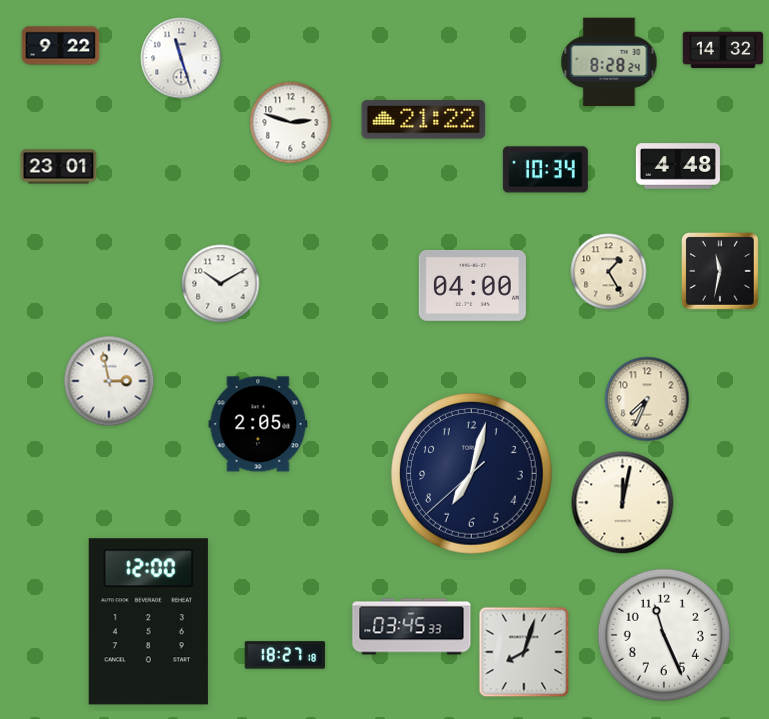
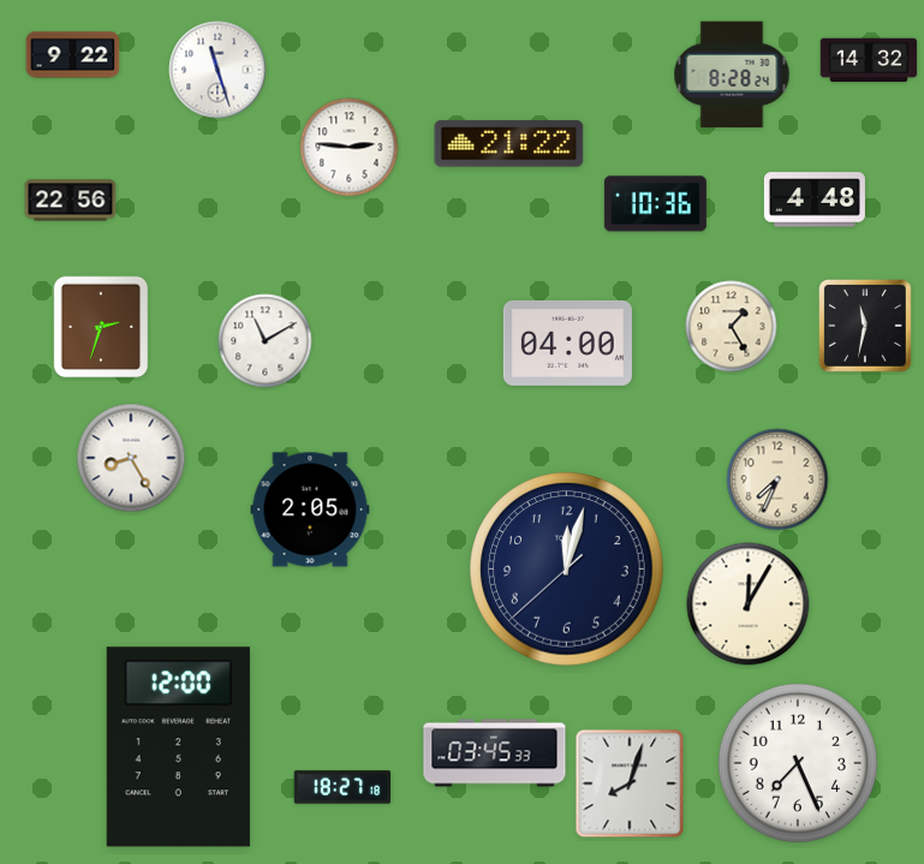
clock at (291, 123): 2:48 -> 2:46
clock at (59, 167): 23:01 -> 22:56
clock at (545, 170): 10:34 -> 10:36
clock at (101, 327): none -> 2:33
clock at (221, 284): 10:10 -> 11:10
clock at (109, 381): 2:58 -> 8:25
clock at (472, 474): 7:02 -> 12:02
clock at (623, 503): 12:02 -> 12:05
clock at (664, 635): 11:26 -> 7:26
